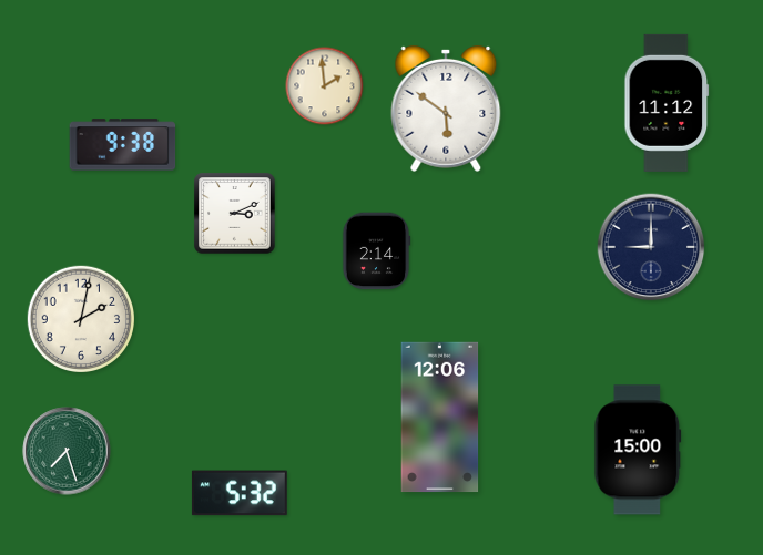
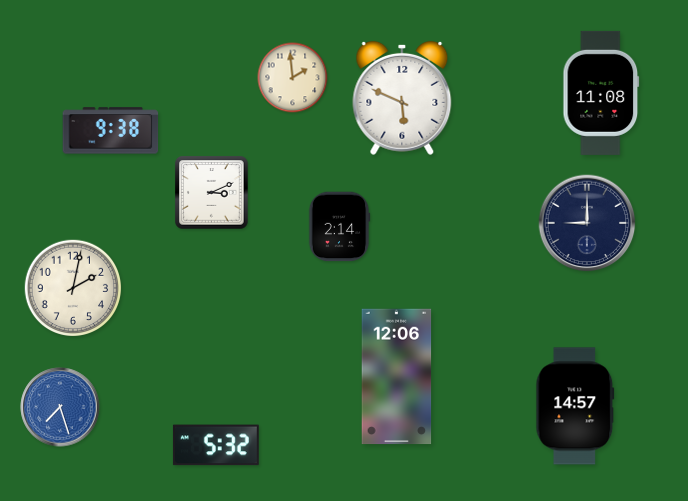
clock at (667, 103): 11:12 -> 11:08
clock at (446, 109): 5:51 -> 5:49
clock at (638, 450): 15:00 -> 14:57
clock at (67, 451) dial: green -> blue
